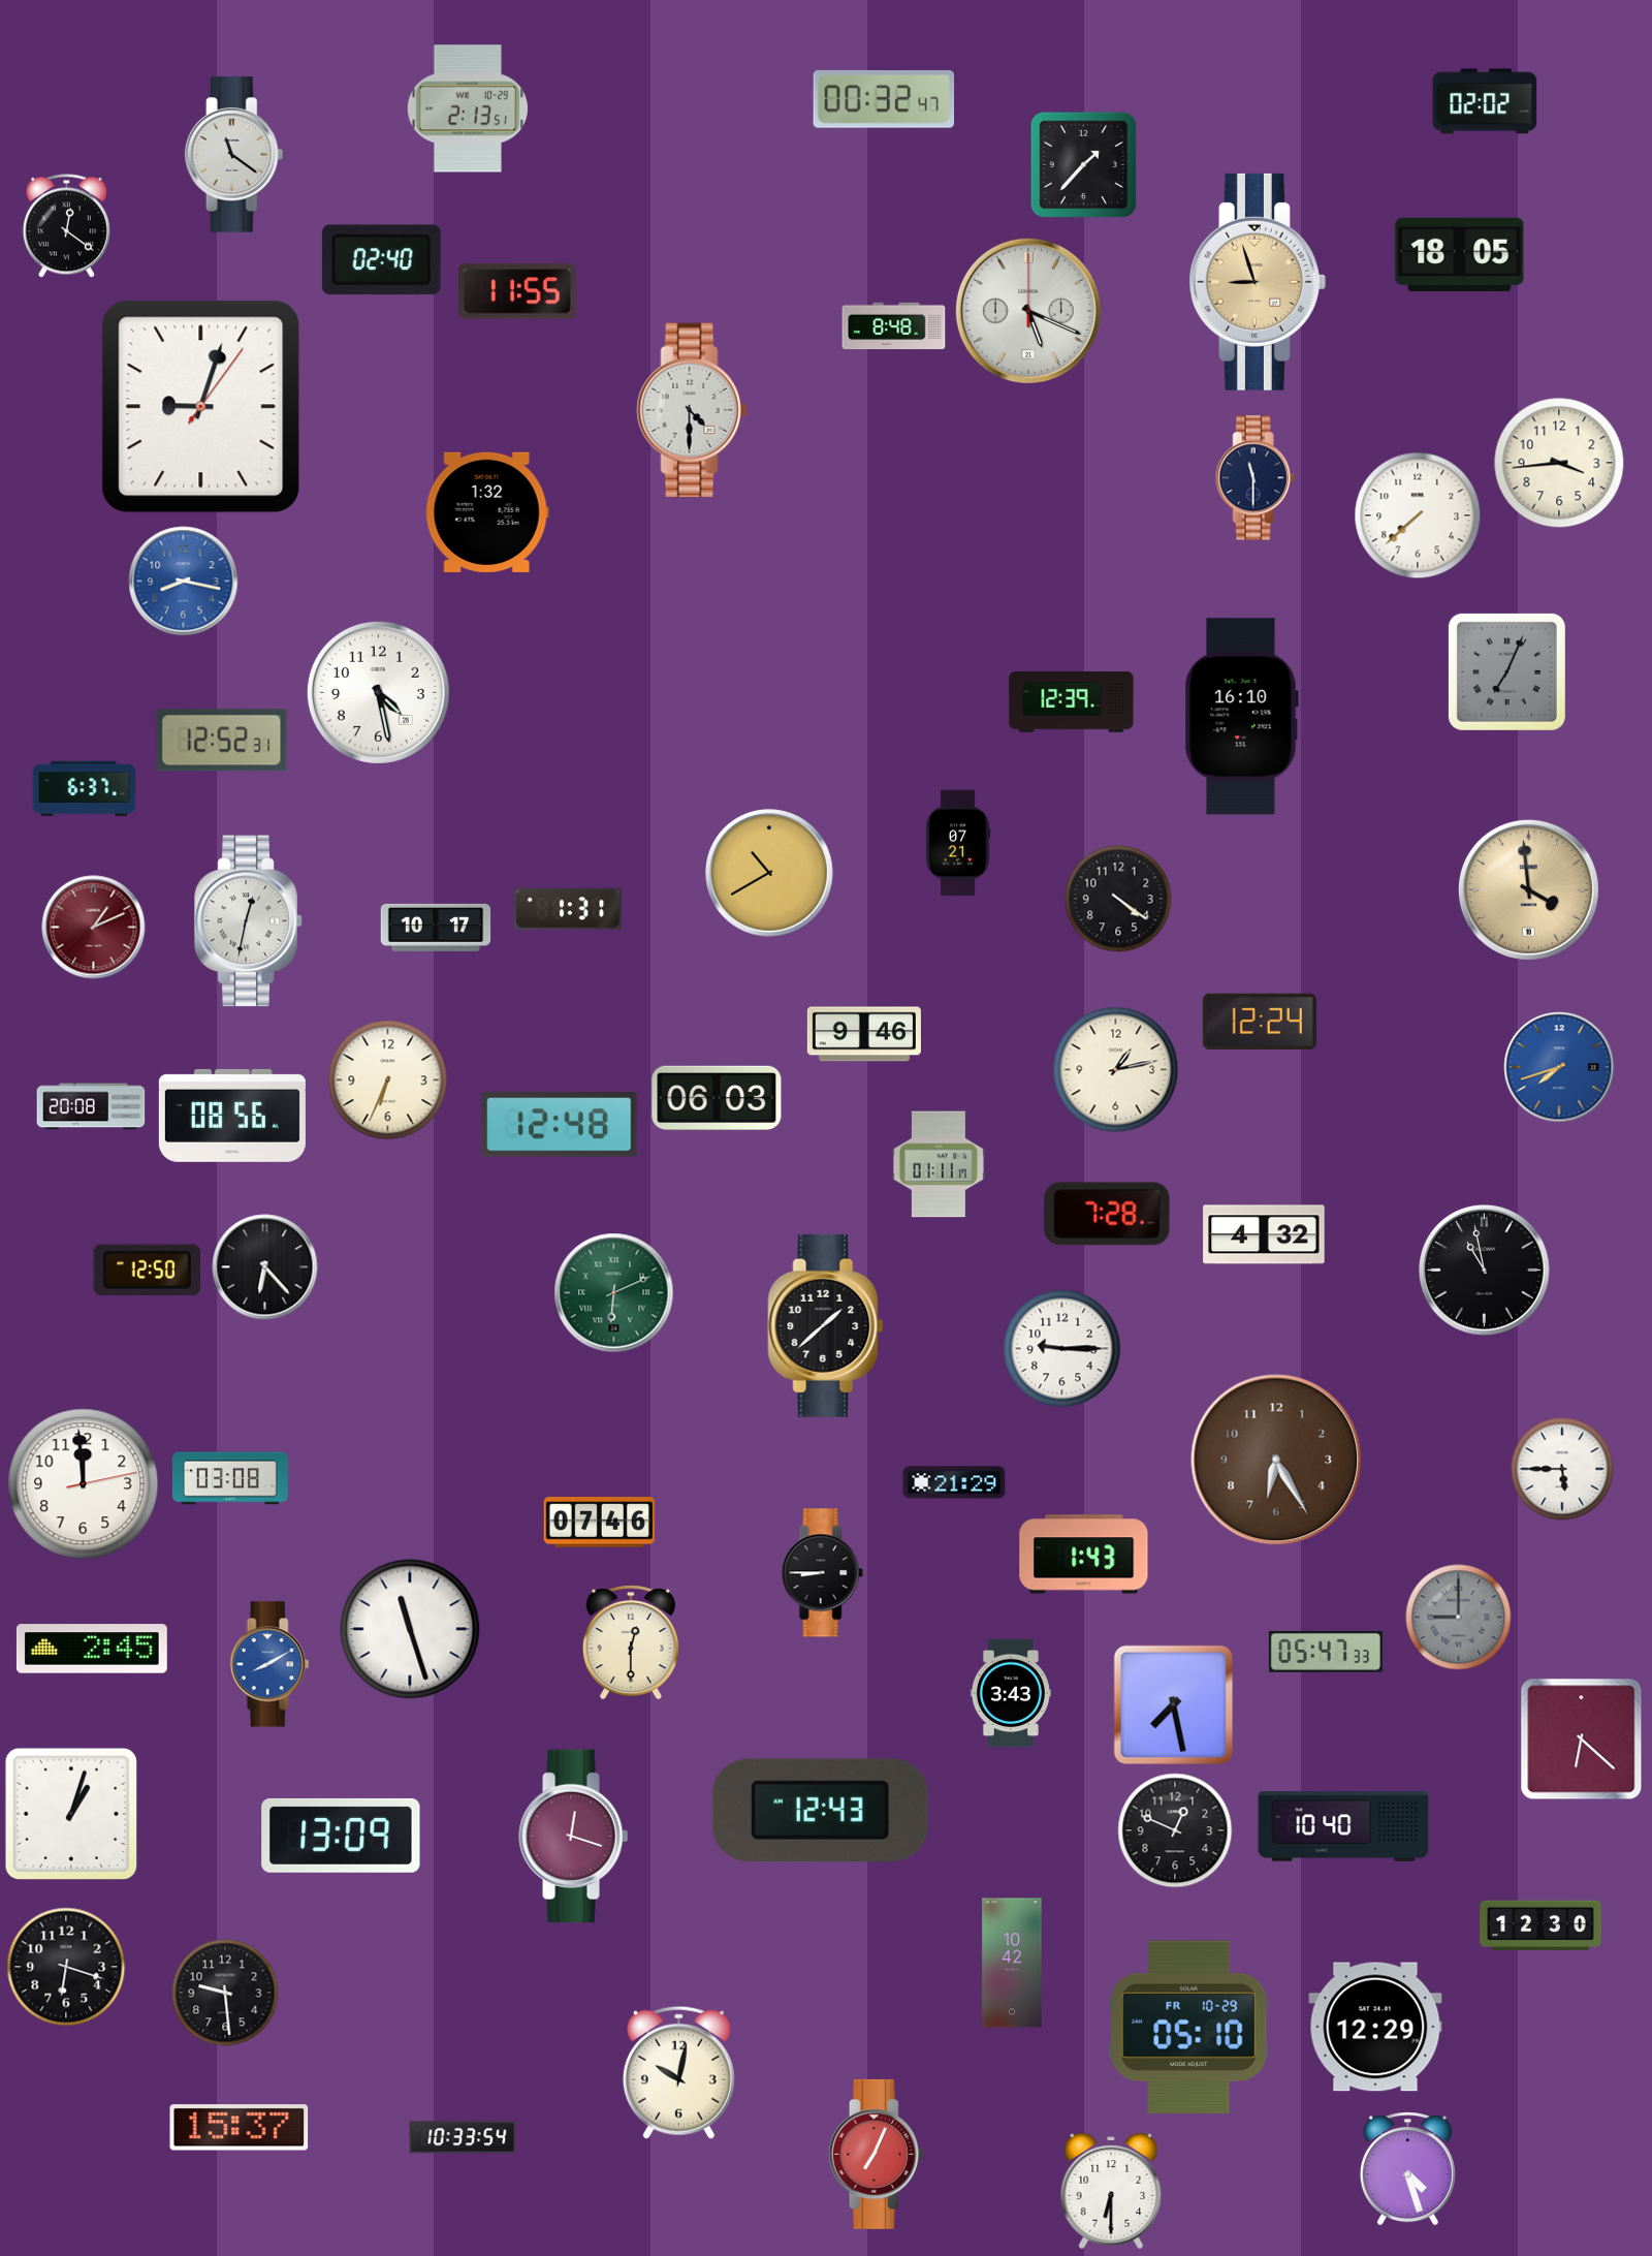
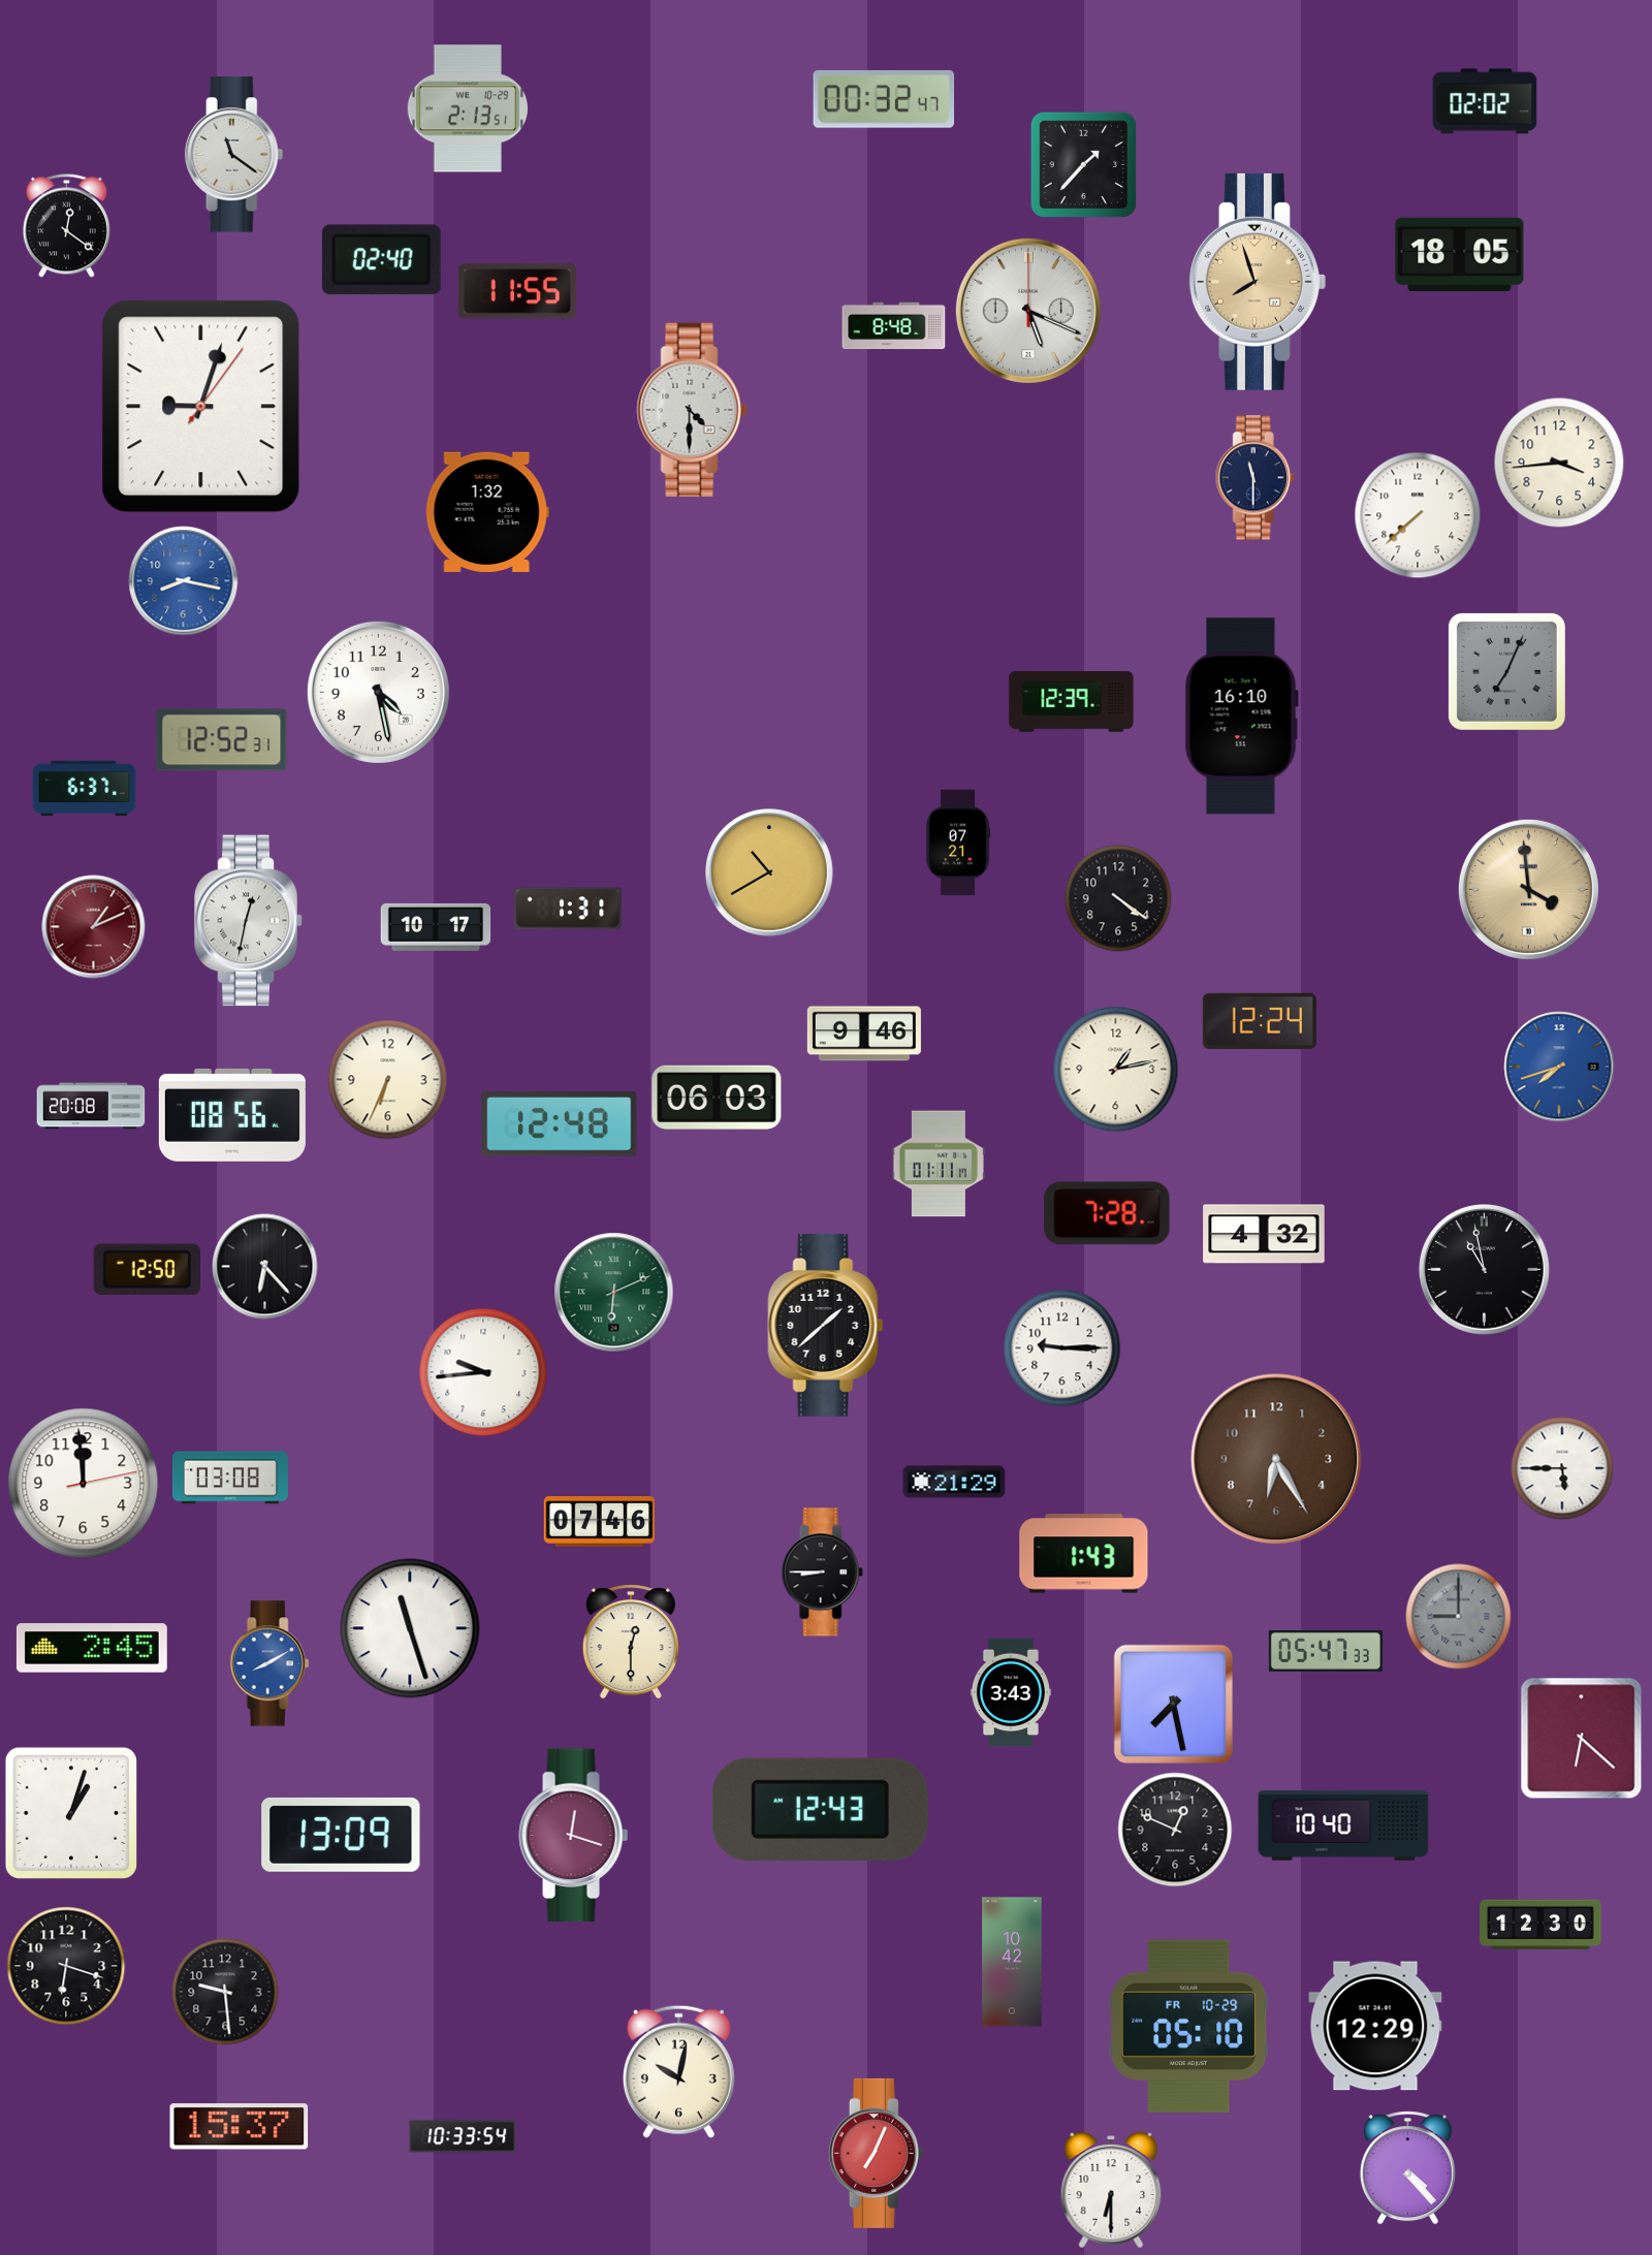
clock at (1258, 282): 8:57 -> 7:57
clock at (483, 1372): none -> 9:44
clock at (1407, 2169): 4:27 -> 4:23
